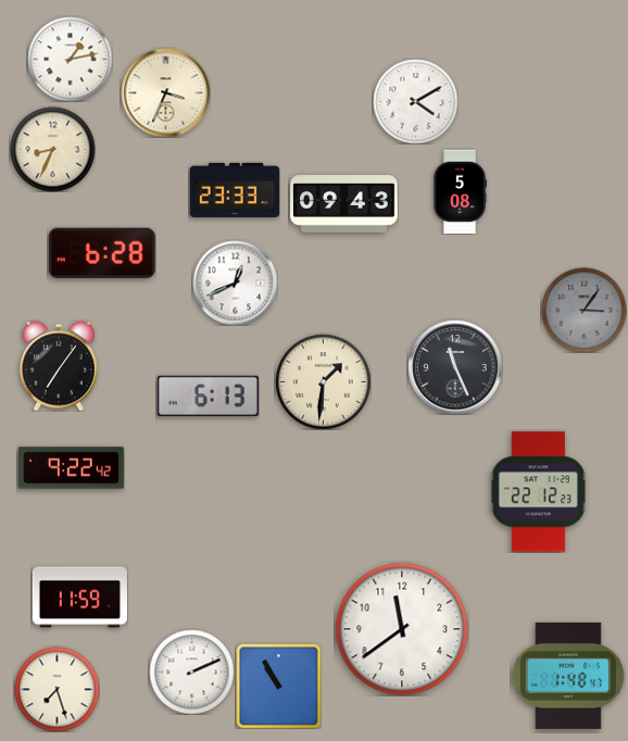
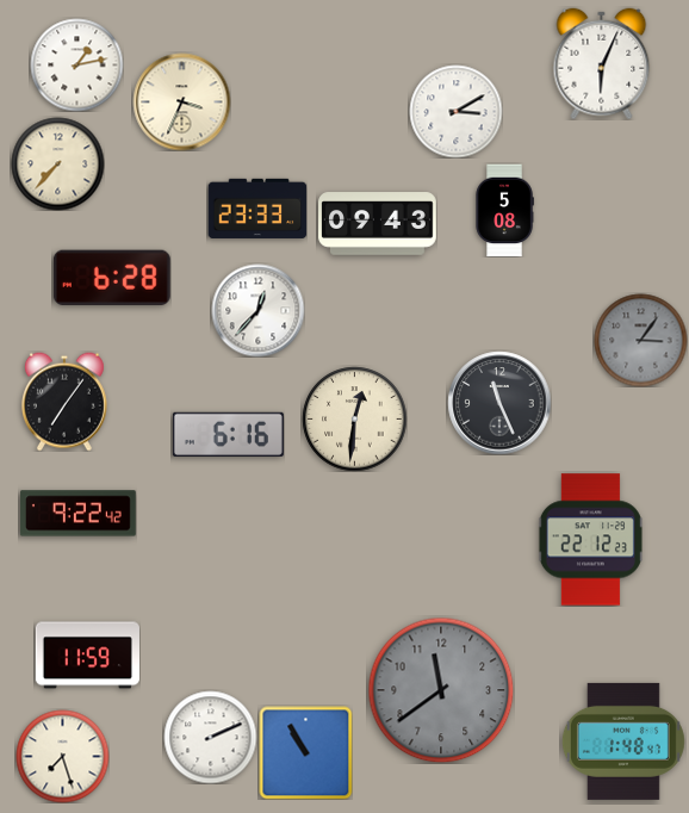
clock at (602, 63): none -> 6:04
clock at (415, 101): 4:10 -> 3:10
clock at (52, 149): 8:34 -> 7:37
clock at (235, 282): 12:41 -> 12:37
clock at (323, 381): 1:31 -> 12:31
clock at (208, 395): 6:13 -> 6:16
clock at (402, 629) dial: white -> grey
